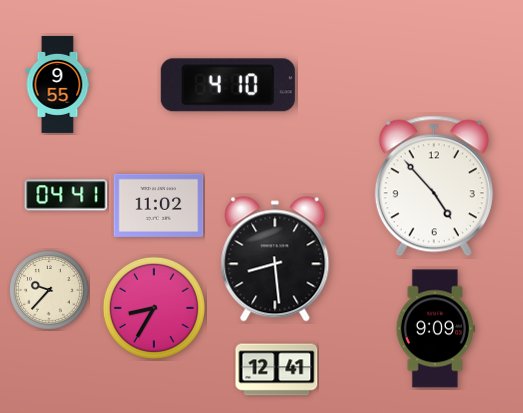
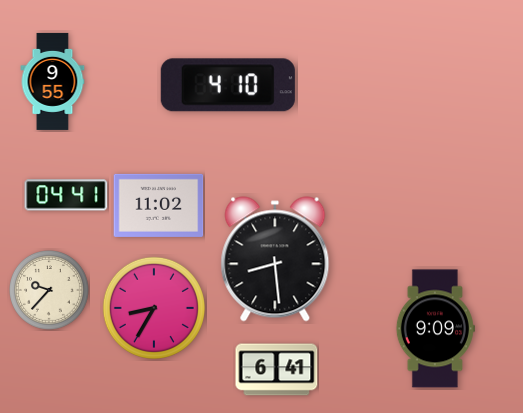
clock at (58, 84) position: (58, 84) -> (53, 81)
clock at (434, 186): 4:53 -> none
clock at (277, 370): 12:41 -> 6:41
